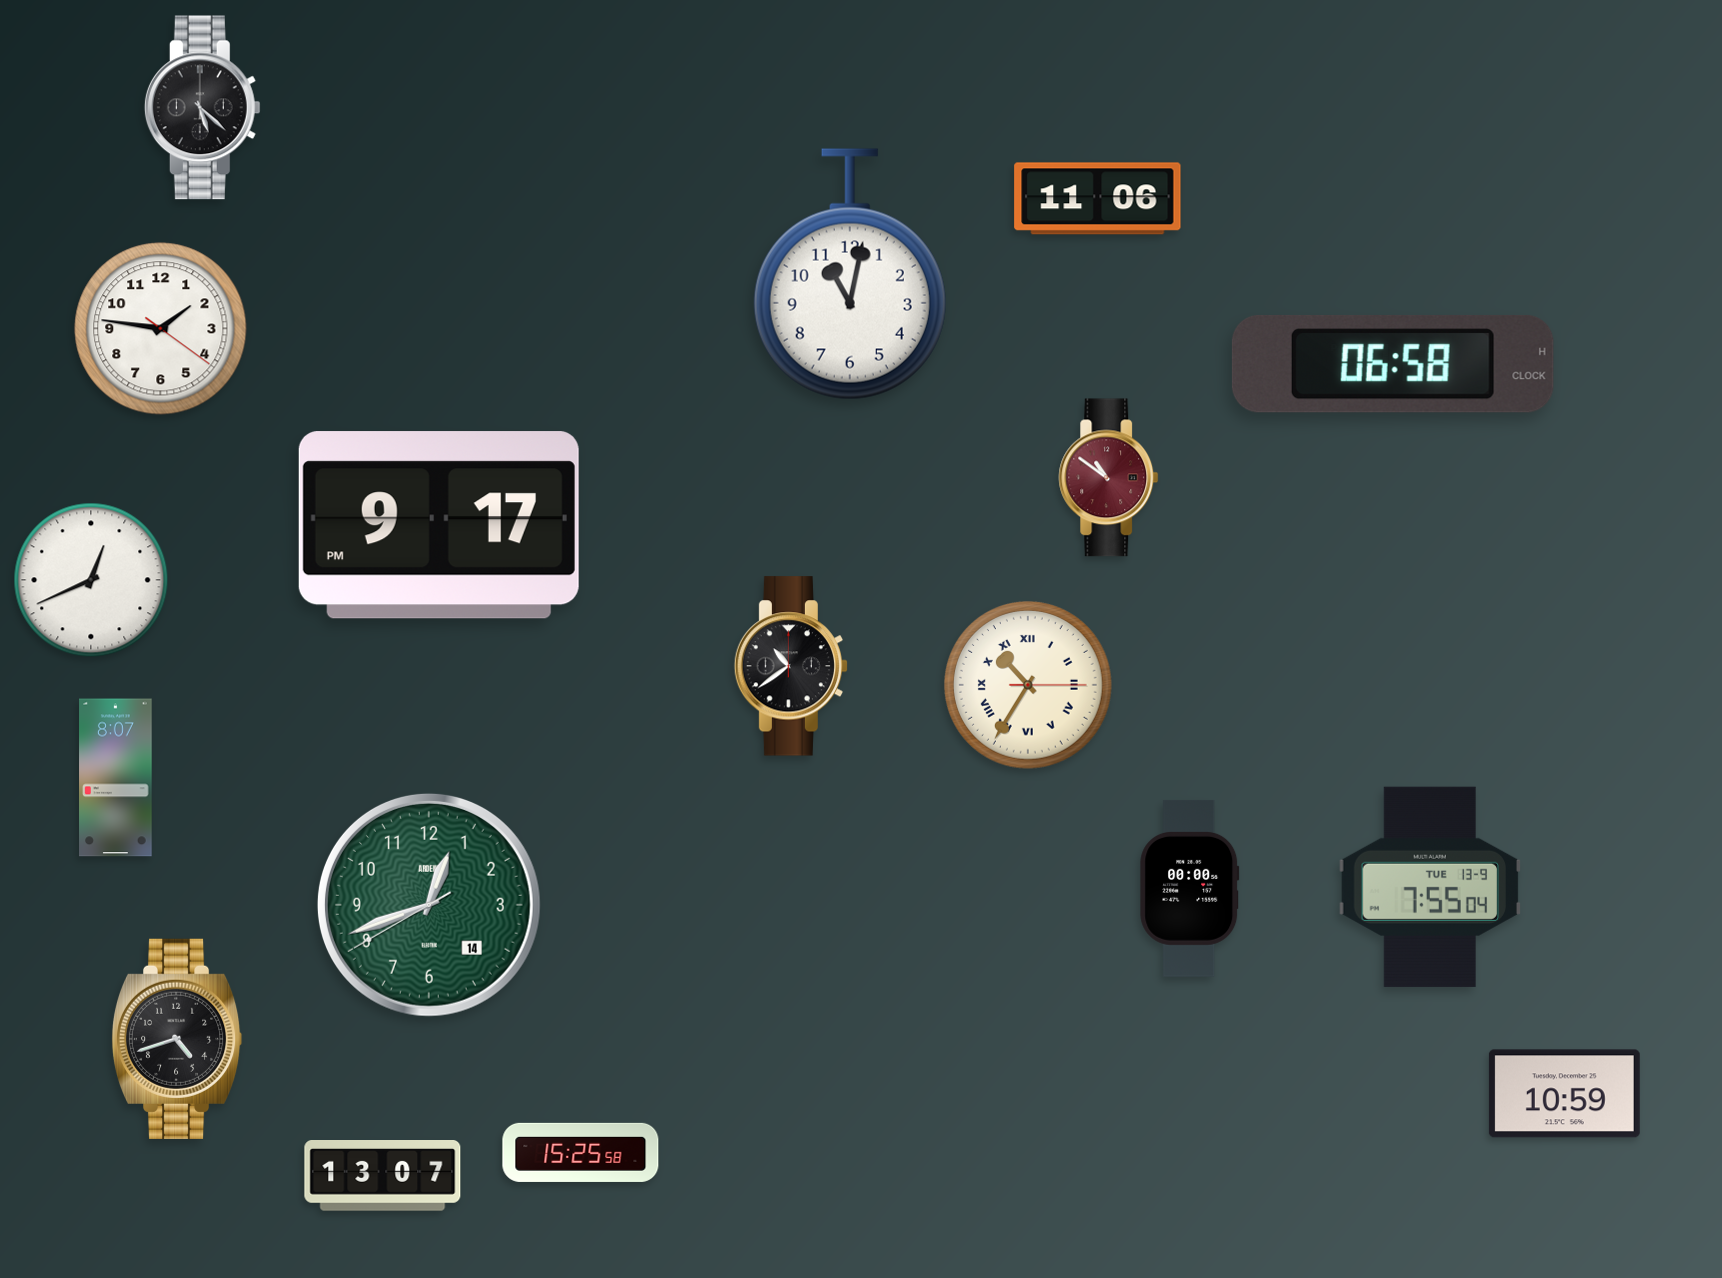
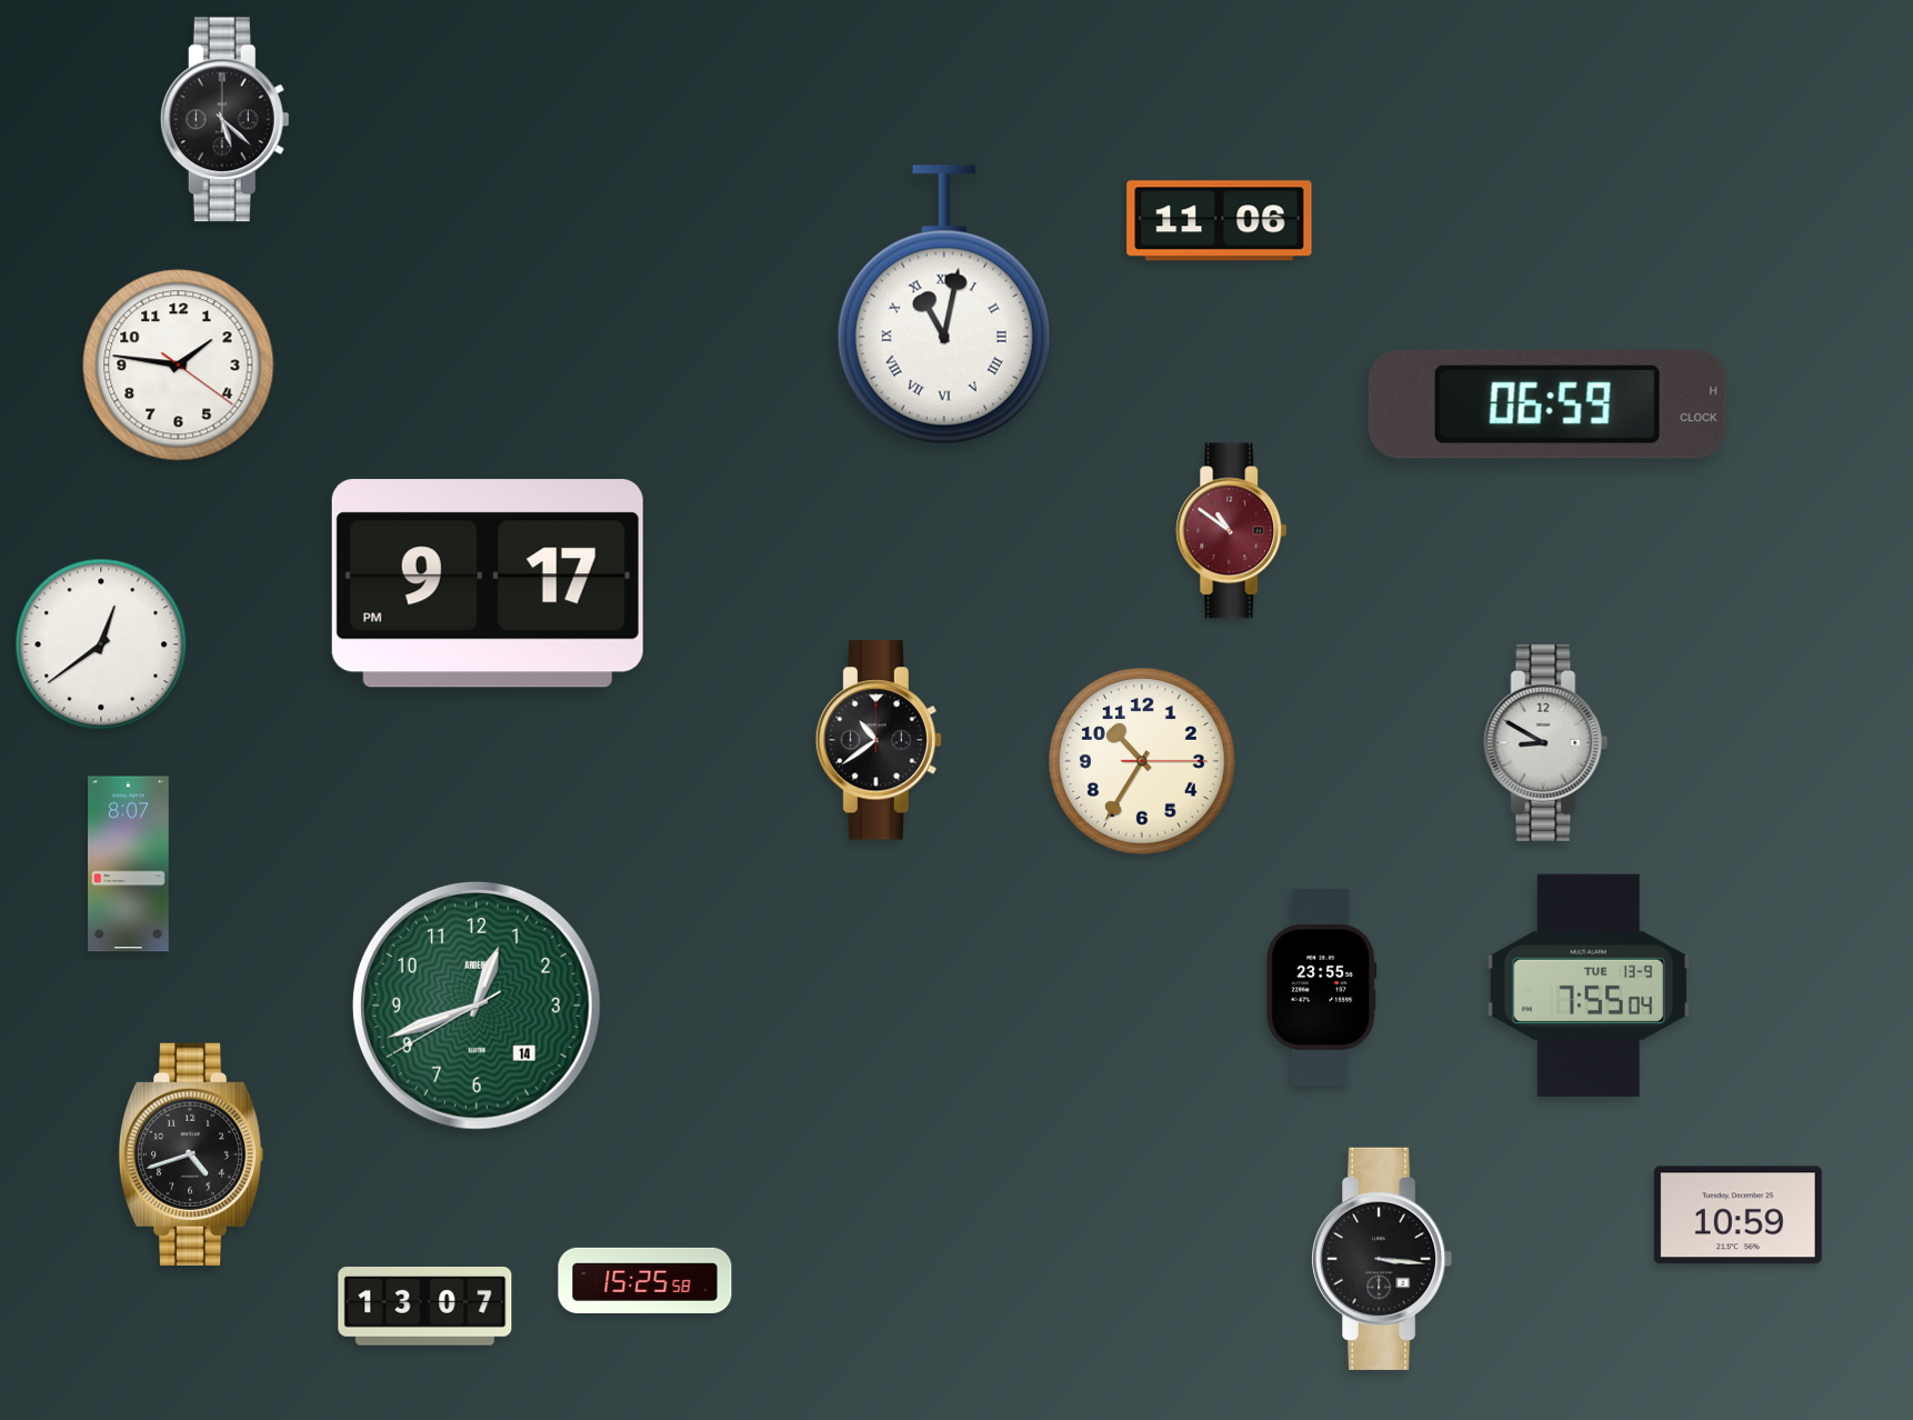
clock at (850, 274) numerals: Arabic -> Roman
clock at (1393, 364): 06:58 -> 06:59
clock at (91, 580): 12:41 -> 12:39
clock at (1546, 742): none -> 8:50
clock at (1028, 685) numerals: Roman -> Arabic
clock at (1190, 888): 00:00 -> 23:55
clock at (177, 1039) position: (177, 1039) -> (191, 1154)
clock at (1383, 1259): none -> 3:16
